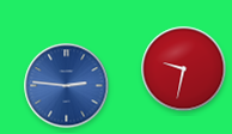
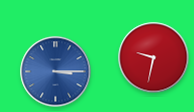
clock at (67, 86): 2:46 -> 3:15
